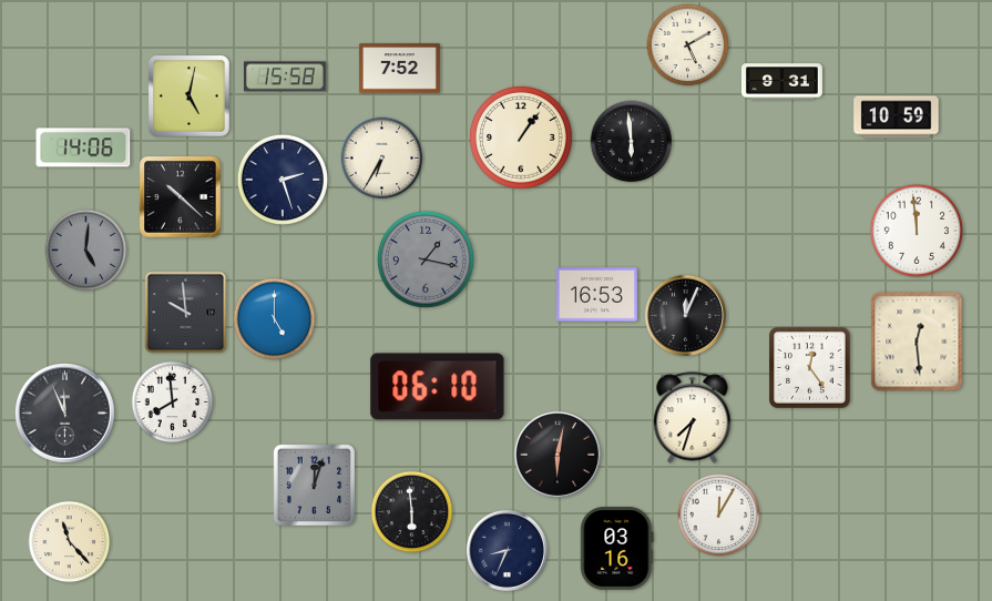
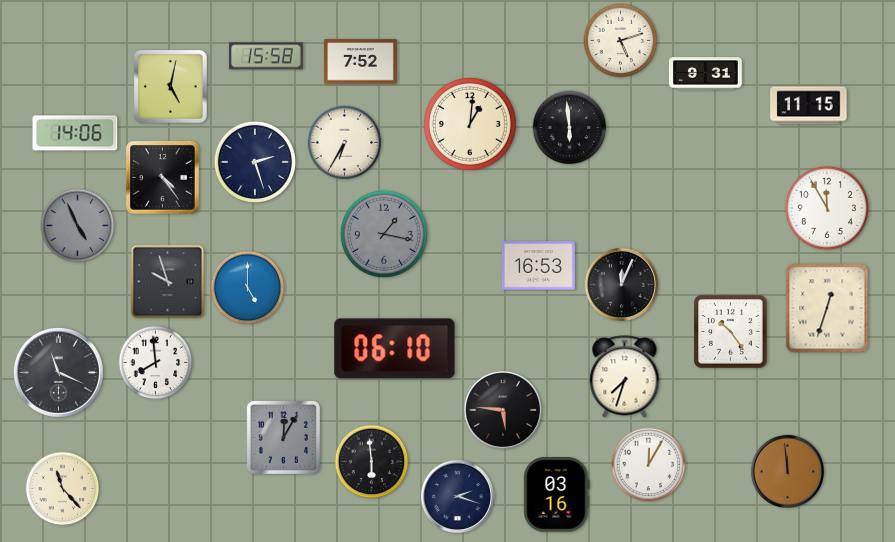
clock at (688, 45): 5:10 -> 5:12
clock at (285, 77) position: (285, 77) -> (266, 56)
clock at (897, 118): 10:59 -> 11:15
clock at (521, 137): 1:06 -> 1:01
clock at (181, 197): 10:22 -> 4:24
clock at (917, 231): 11:59 -> 11:55
clock at (86, 251): 5:01 -> 4:56
clock at (186, 313): 9:59 -> 9:57
clock at (685, 315) position: (685, 315) -> (621, 284)
clock at (917, 342): 12:29 -> 12:33
clock at (810, 368): 12:24 -> 10:24
clock at (64, 412): 11:56 -> 11:19
clock at (558, 455): 6:02 -> 5:46
clock at (314, 485): 12:03 -> 12:05
clock at (787, 471): none -> 11:59
clock at (507, 550): 8:34 -> 2:18
